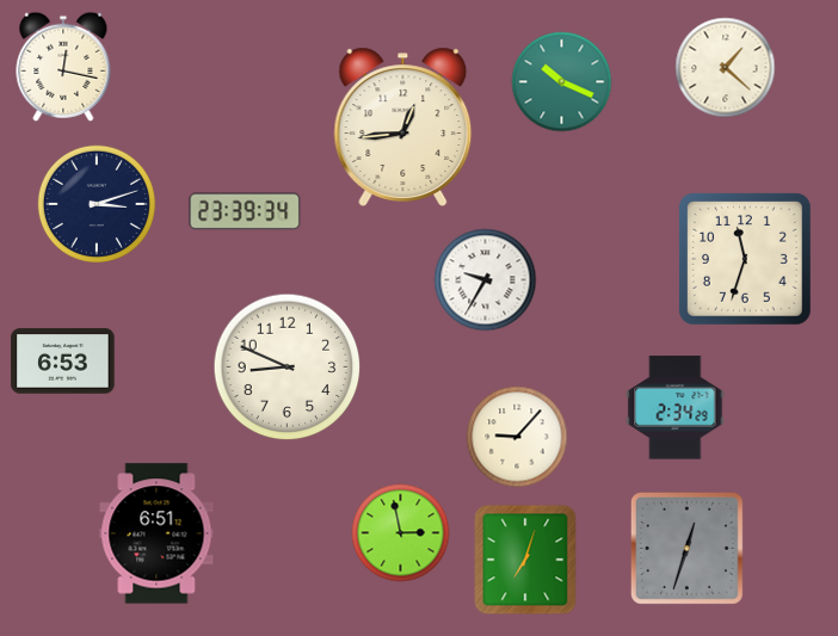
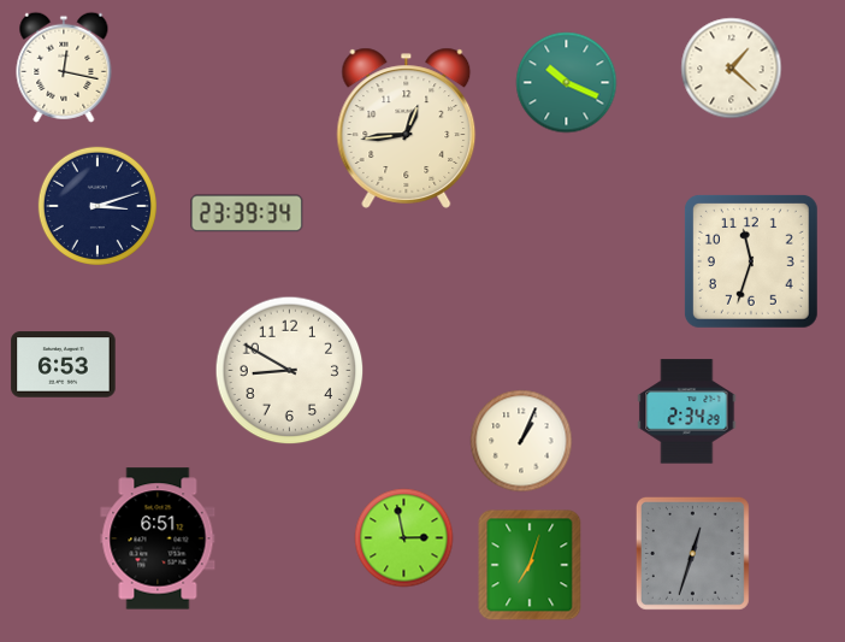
clock at (486, 280): 9:35 -> none
clock at (288, 368): 8:49 -> 8:50
clock at (676, 408) position: (676, 408) -> (687, 412)
clock at (517, 437): 9:07 -> 1:04
